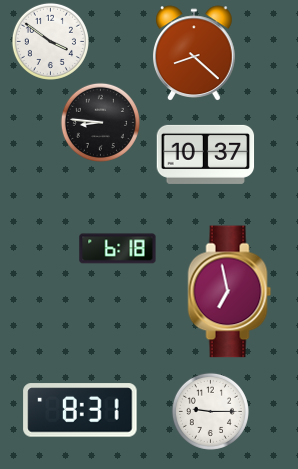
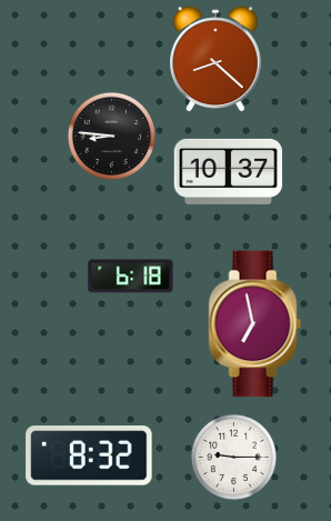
clock at (50, 41): 3:51 -> none
clock at (80, 410): 8:31 -> 8:32
